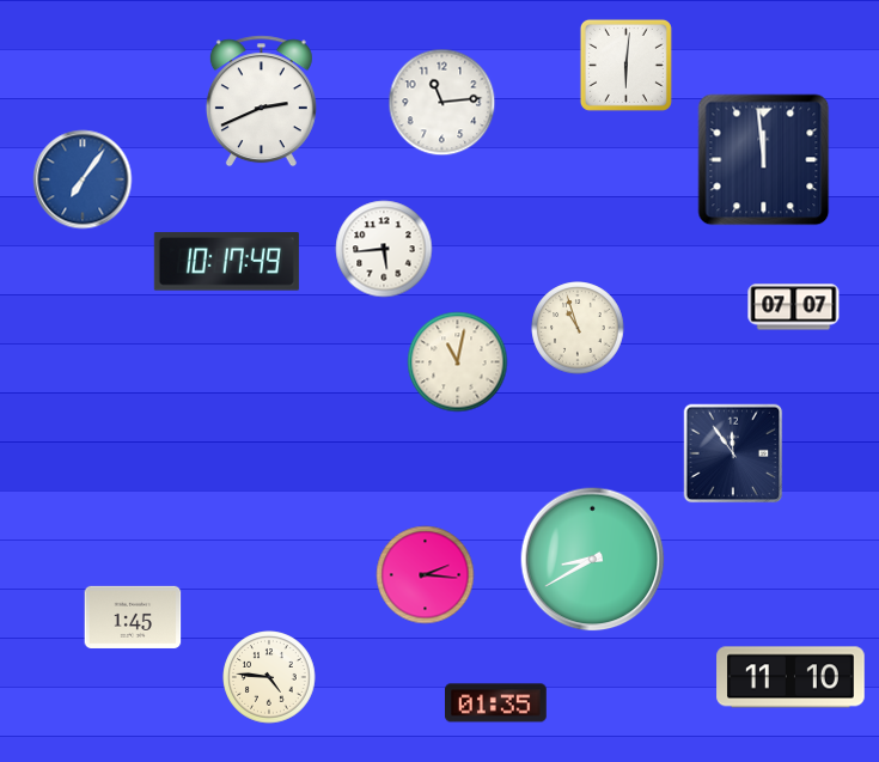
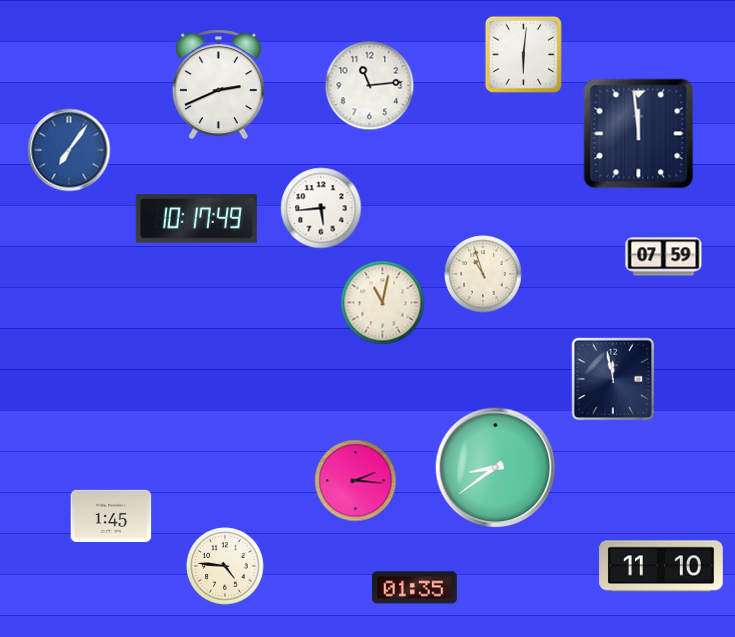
clock at (226, 262) position: (226, 262) -> (196, 219)
clock at (794, 307): 07:07 -> 07:59
clock at (733, 453): 11:54 -> 11:58
clock at (593, 560): 8:40 -> 8:39
